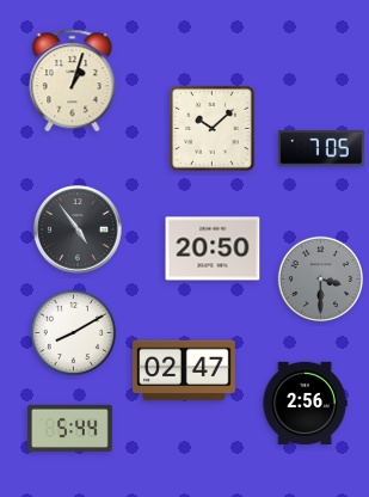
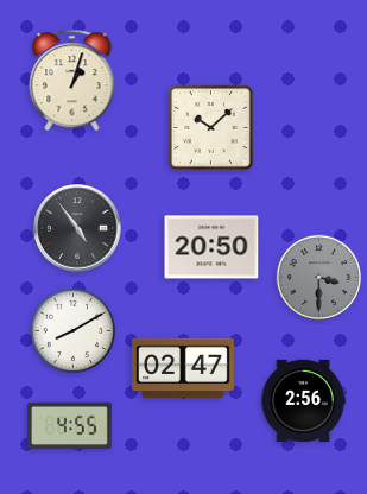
clock at (321, 149): 7:05 -> none
clock at (70, 428): 5:44 -> 4:55
